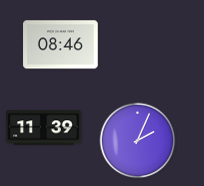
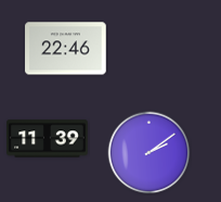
clock at (61, 45): 08:46 -> 22:46
clock at (138, 141): 2:04 -> 2:09
